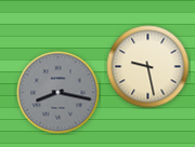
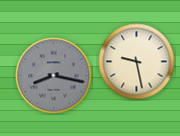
clock at (58, 93) position: (58, 93) -> (54, 76)
